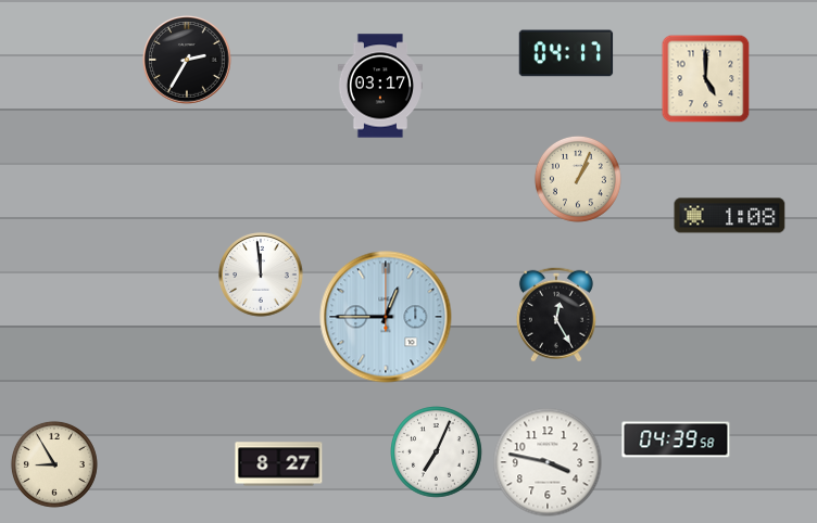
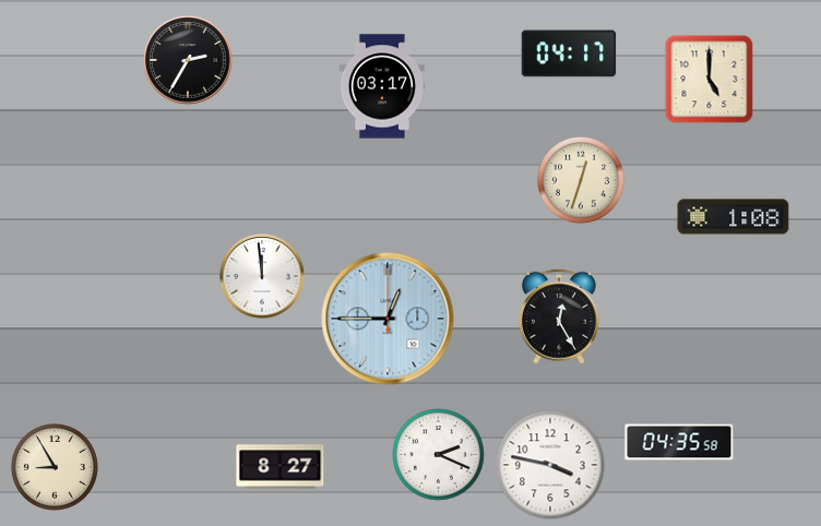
clock at (578, 179): 1:04 -> 12:33
clock at (676, 439): 04:39 -> 04:35
clock at (437, 452): 7:04 -> 2:19
